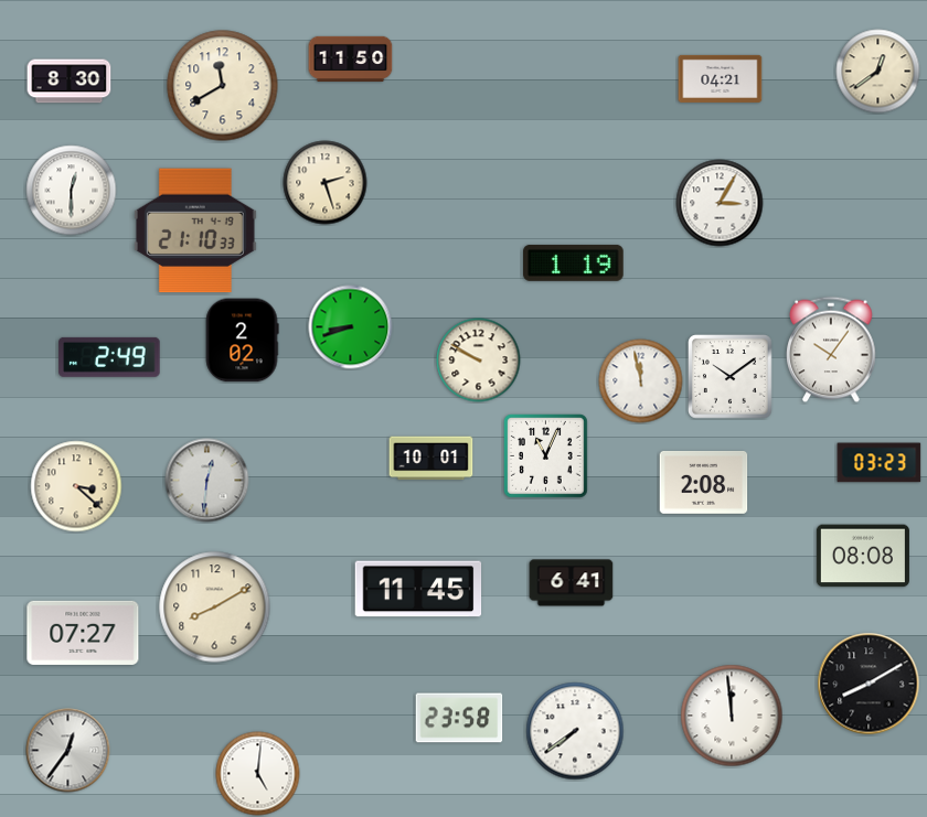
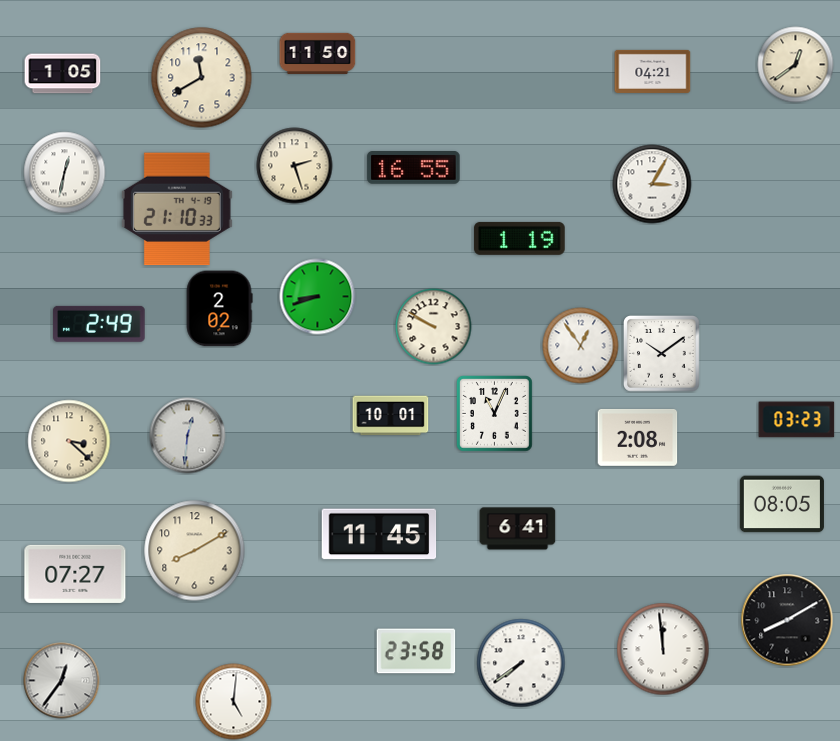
clock at (70, 82): 8:30 -> 1:05
clock at (414, 168): none -> 16:55
clock at (72, 191): 12:30 -> 12:32
clock at (831, 350): 10:06 -> none
clock at (731, 377) position: (731, 377) -> (662, 354)
clock at (641, 381): 11:58 -> 12:54
clock at (863, 556): 08:08 -> 08:05
